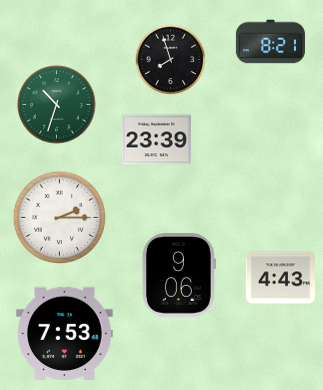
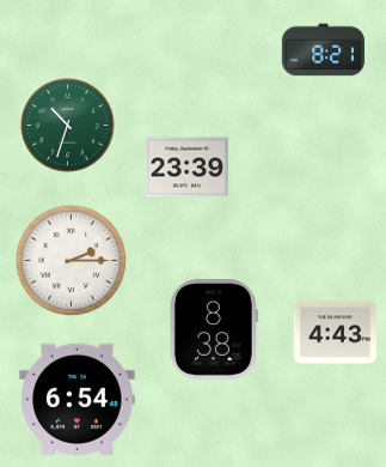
clock at (171, 60): 7:57 -> none
clock at (179, 276): 9:06 -> 8:38
clock at (65, 333): 7:53 -> 6:54
